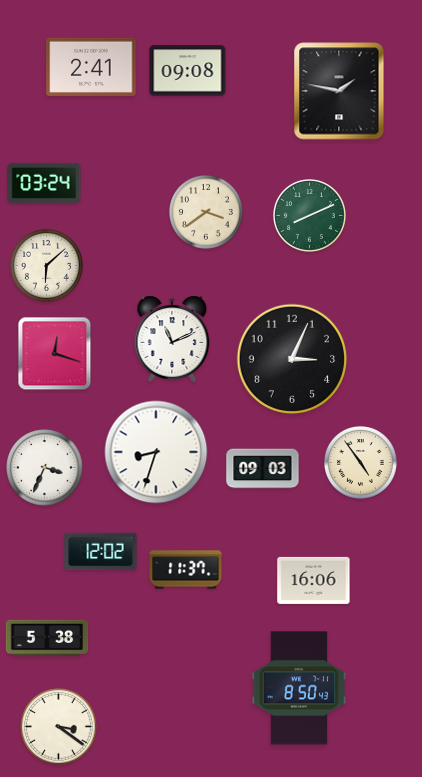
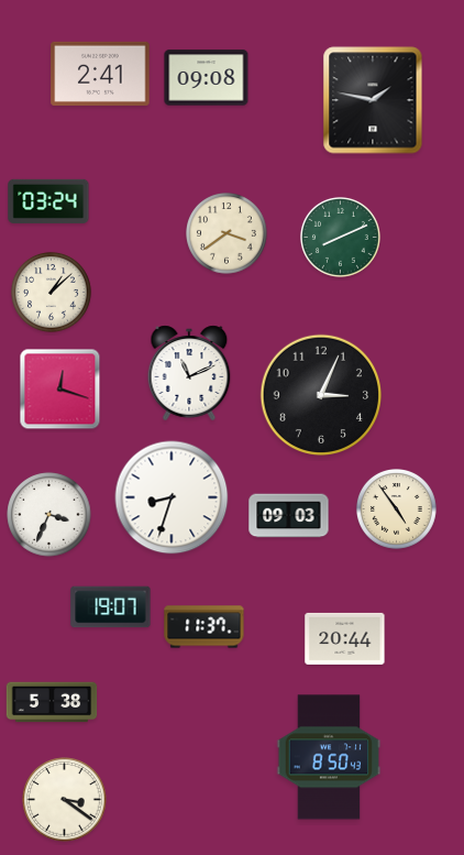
clock at (47, 266): 6:08 -> 1:08
clock at (101, 552): 12:02 -> 19:07
clock at (314, 580): 16:06 -> 20:44
